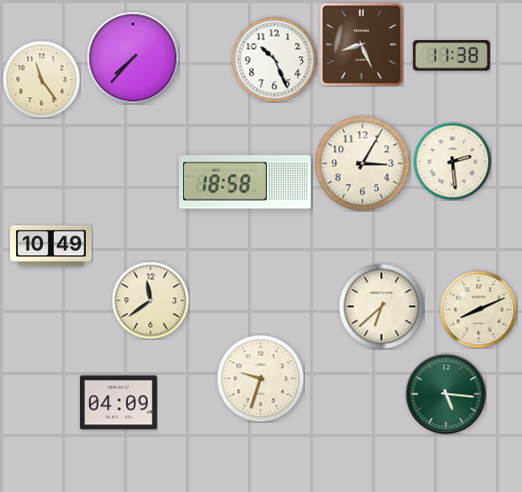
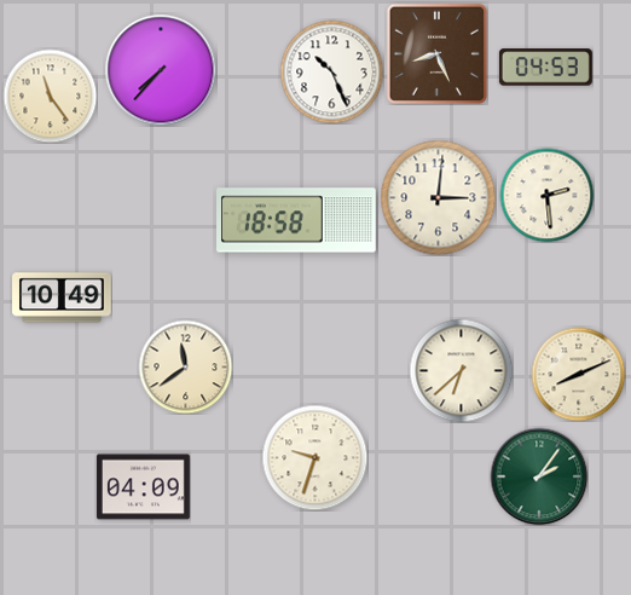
clock at (451, 56): 11:38 -> 04:53
clock at (362, 163): 3:05 -> 3:01
clock at (150, 300) position: (150, 300) -> (185, 366)
clock at (446, 394): 5:16 -> 2:06
